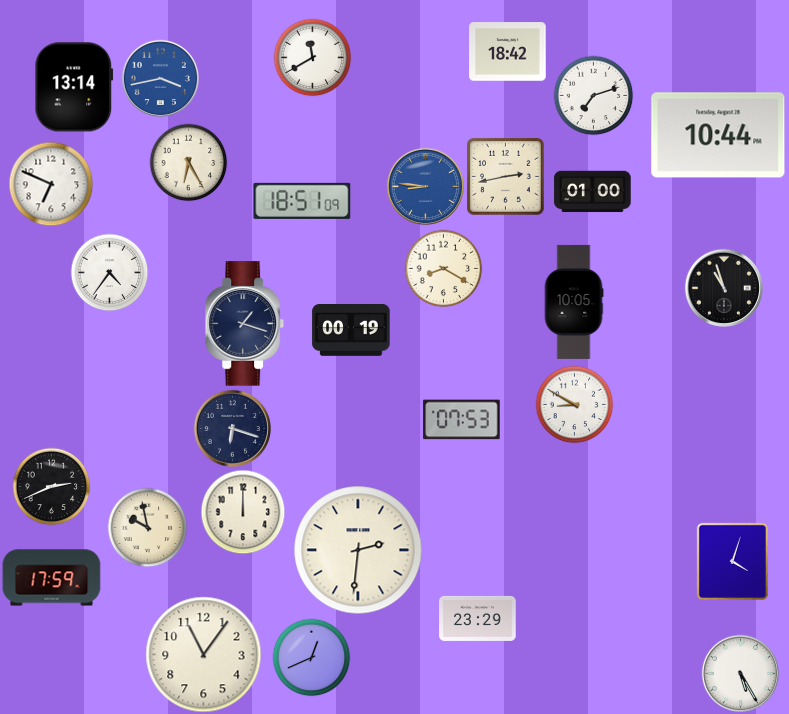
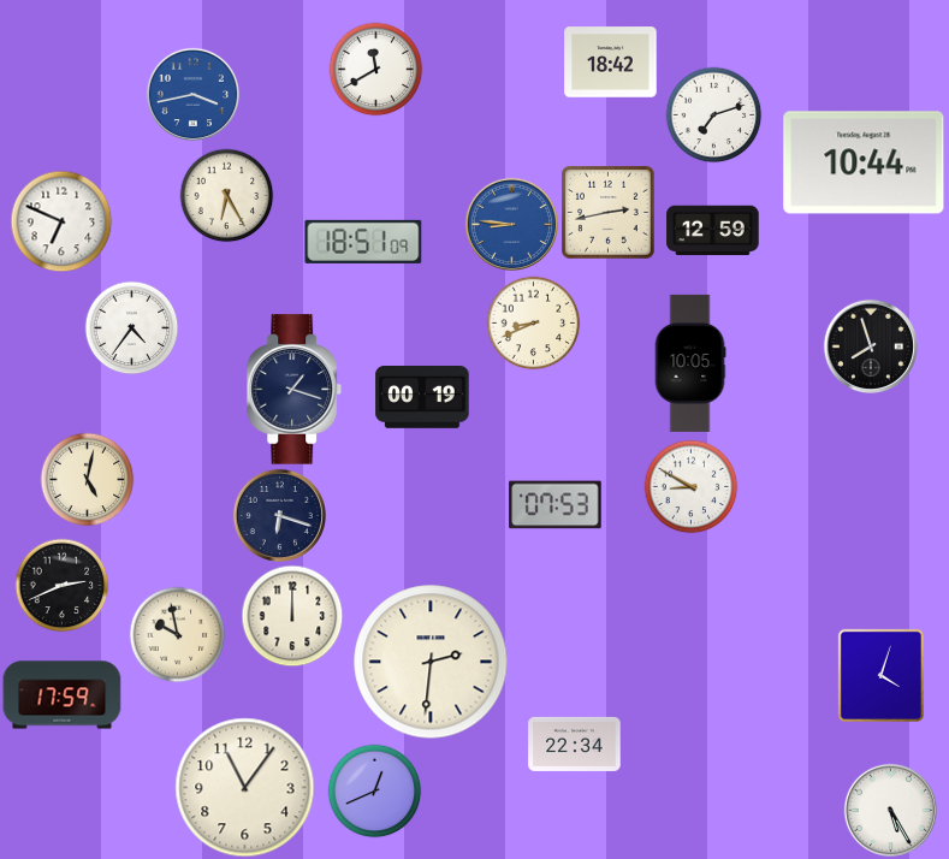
clock at (74, 87): 13:14 -> none
clock at (593, 192): 01:00 -> 12:59
clock at (443, 268): 8:20 -> 8:41
clock at (723, 287): 10:57 -> 7:57
clock at (87, 479): none -> 5:02
clock at (478, 618): 23:29 -> 22:34
